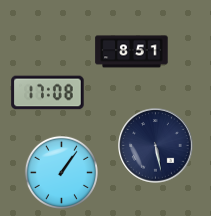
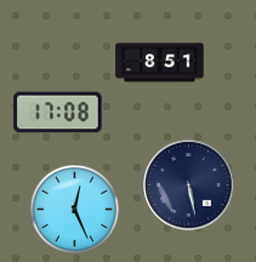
clock at (156, 146) position: (156, 146) -> (189, 186)
clock at (61, 172): 1:06 -> 12:26
